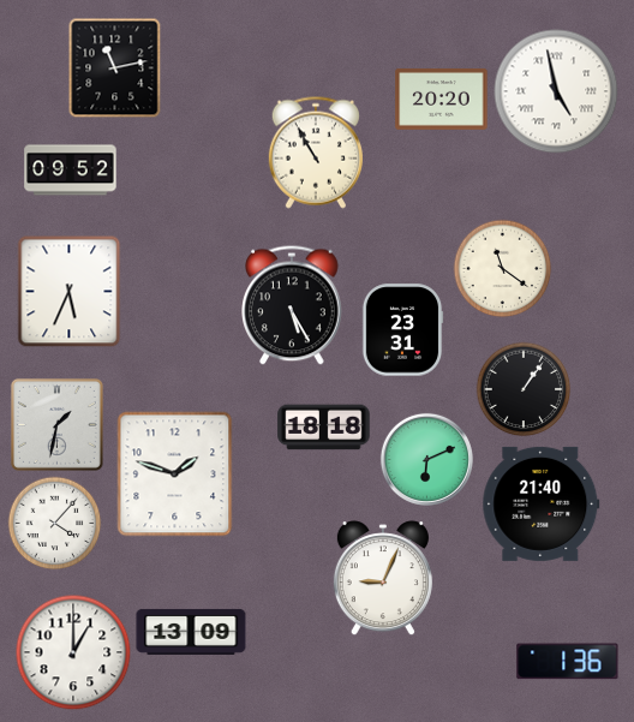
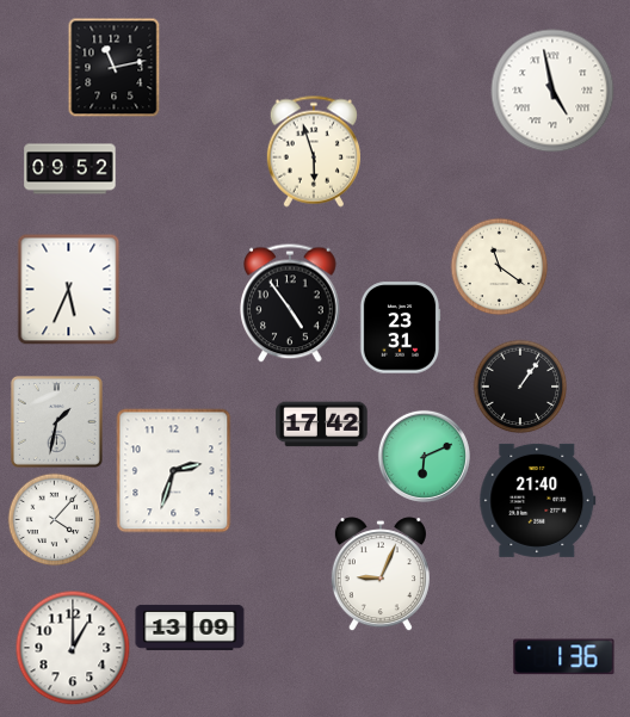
clock at (442, 99): 20:20 -> none
clock at (316, 153): 10:55 -> 5:57
clock at (292, 305): 5:25 -> 4:54
clock at (324, 428): 18:18 -> 17:42
clock at (175, 475): 1:48 -> 2:33
